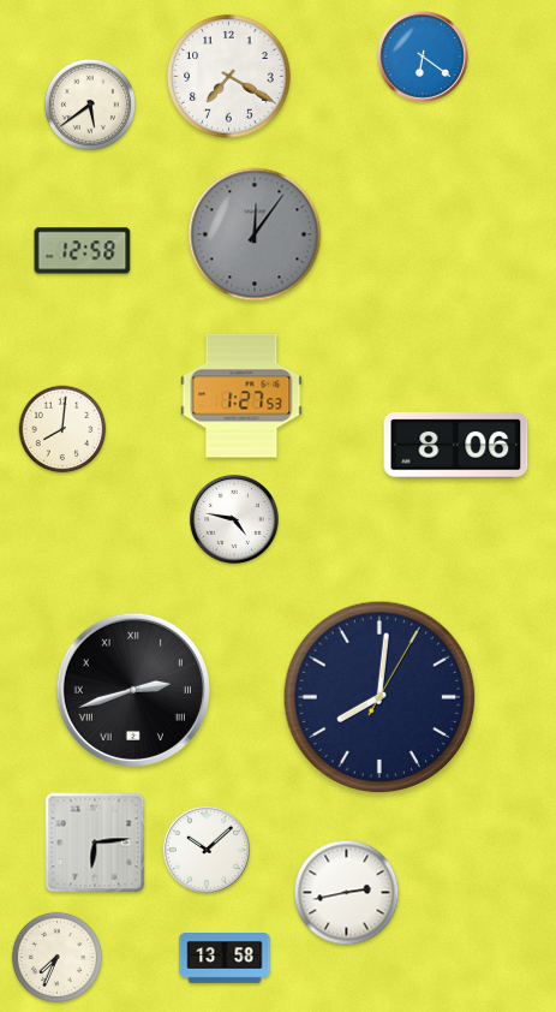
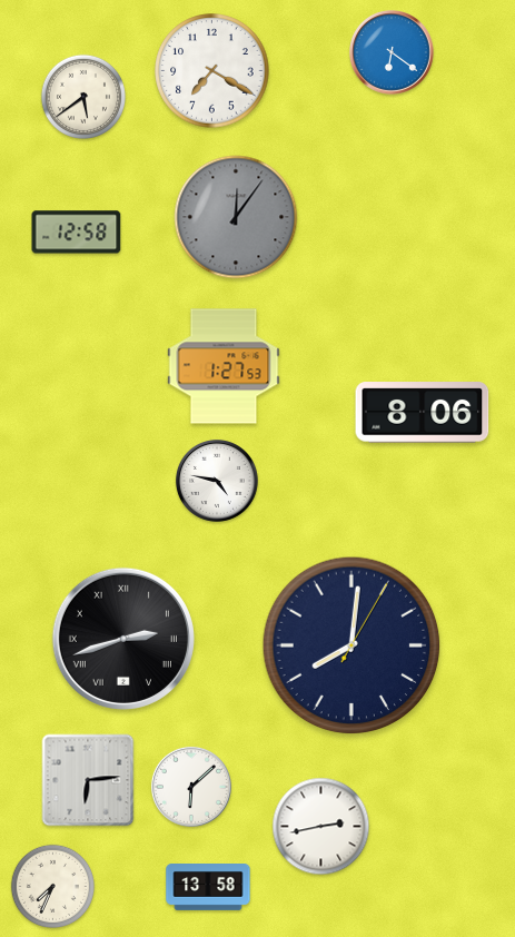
clock at (62, 429): 8:01 -> none
clock at (207, 850): 10:08 -> 6:08
